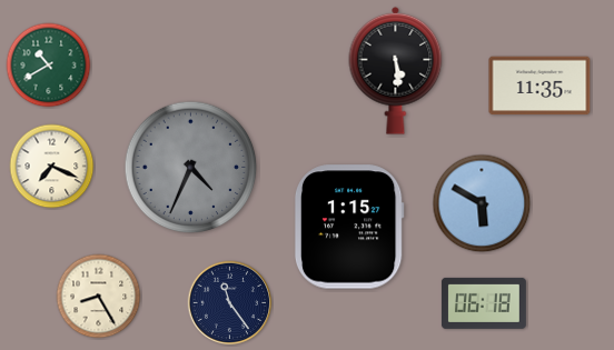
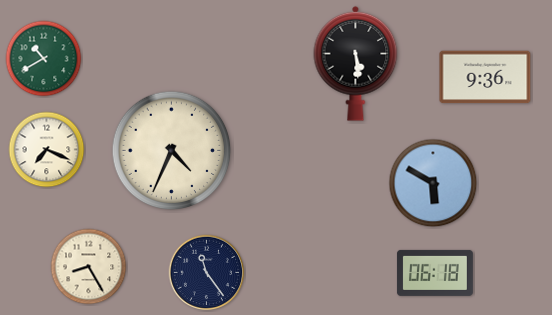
clock at (539, 86): 11:35 -> 9:36
clock at (191, 168) dial: grey -> cream
clock at (349, 227): 1:15 -> none
